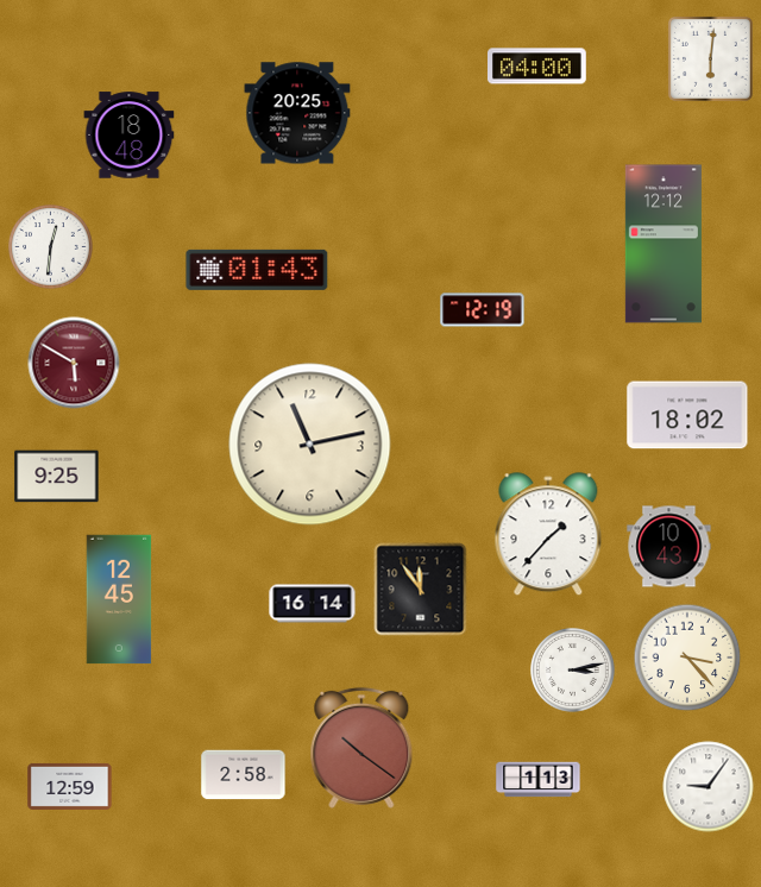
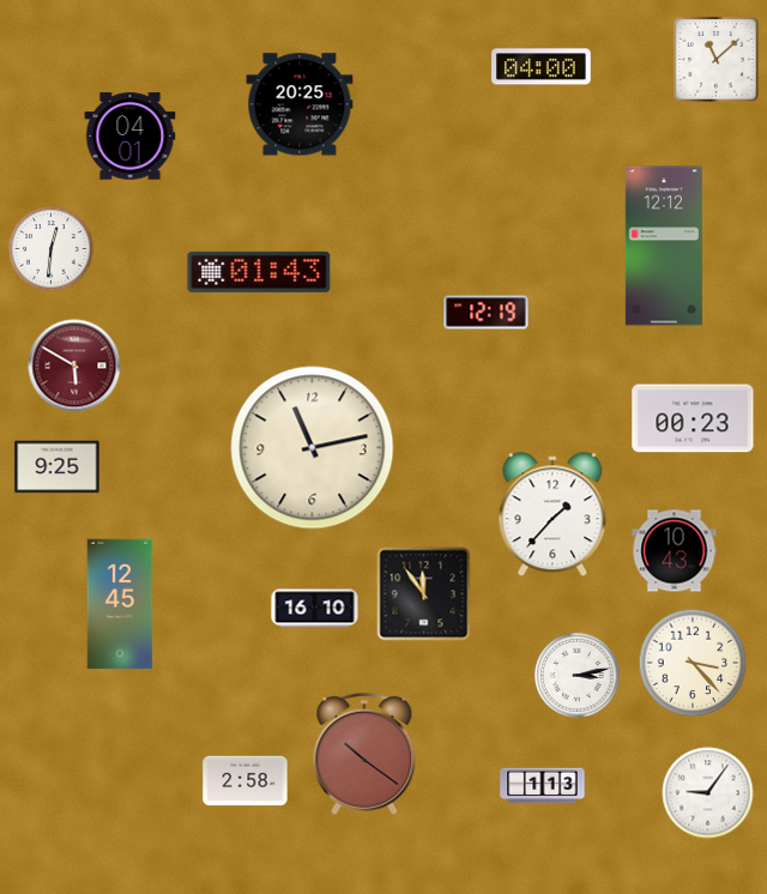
clock at (710, 58): 6:01 -> 11:08
clock at (297, 113) position: (297, 113) -> (300, 104)
clock at (130, 136): 18:48 -> 04:01
clock at (663, 244) position: (663, 244) -> (664, 246)
clock at (687, 415): 18:02 -> 00:23
clock at (57, 477) position: (57, 477) -> (58, 467)
clock at (548, 535) position: (548, 535) -> (552, 515)
clock at (313, 604): 16:14 -> 16:10
clock at (70, 786): 12:59 -> none
clock at (709, 787) position: (709, 787) -> (708, 793)
